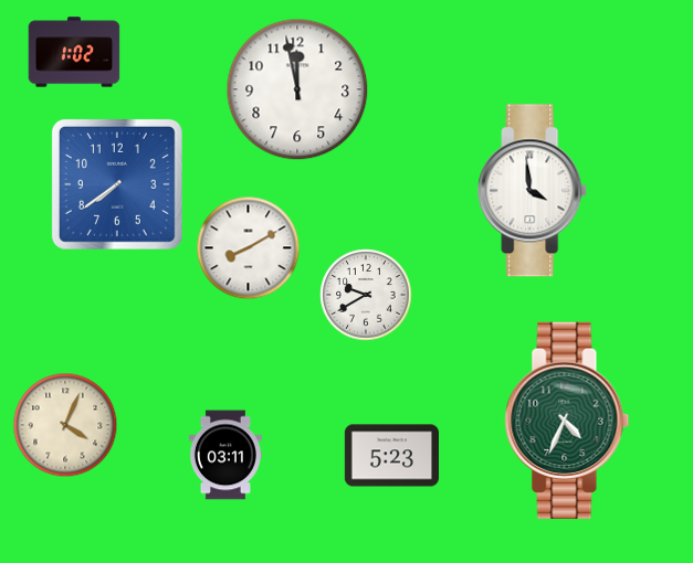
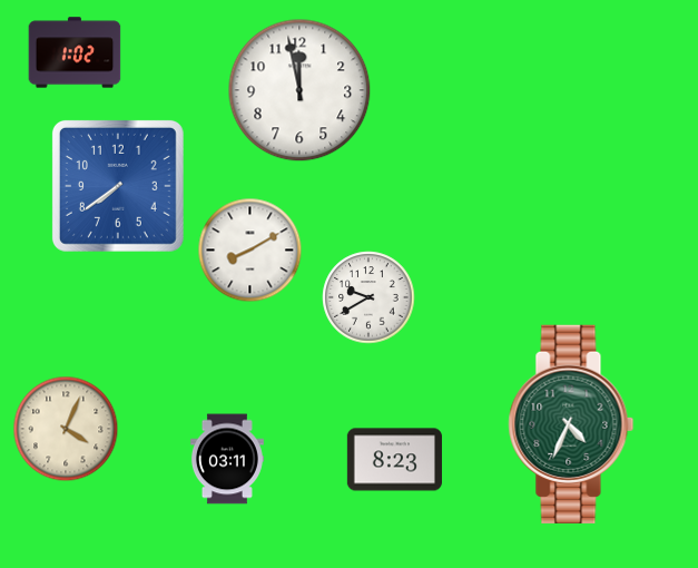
clock at (533, 191): 3:59 -> none
clock at (391, 456): 5:23 -> 8:23
